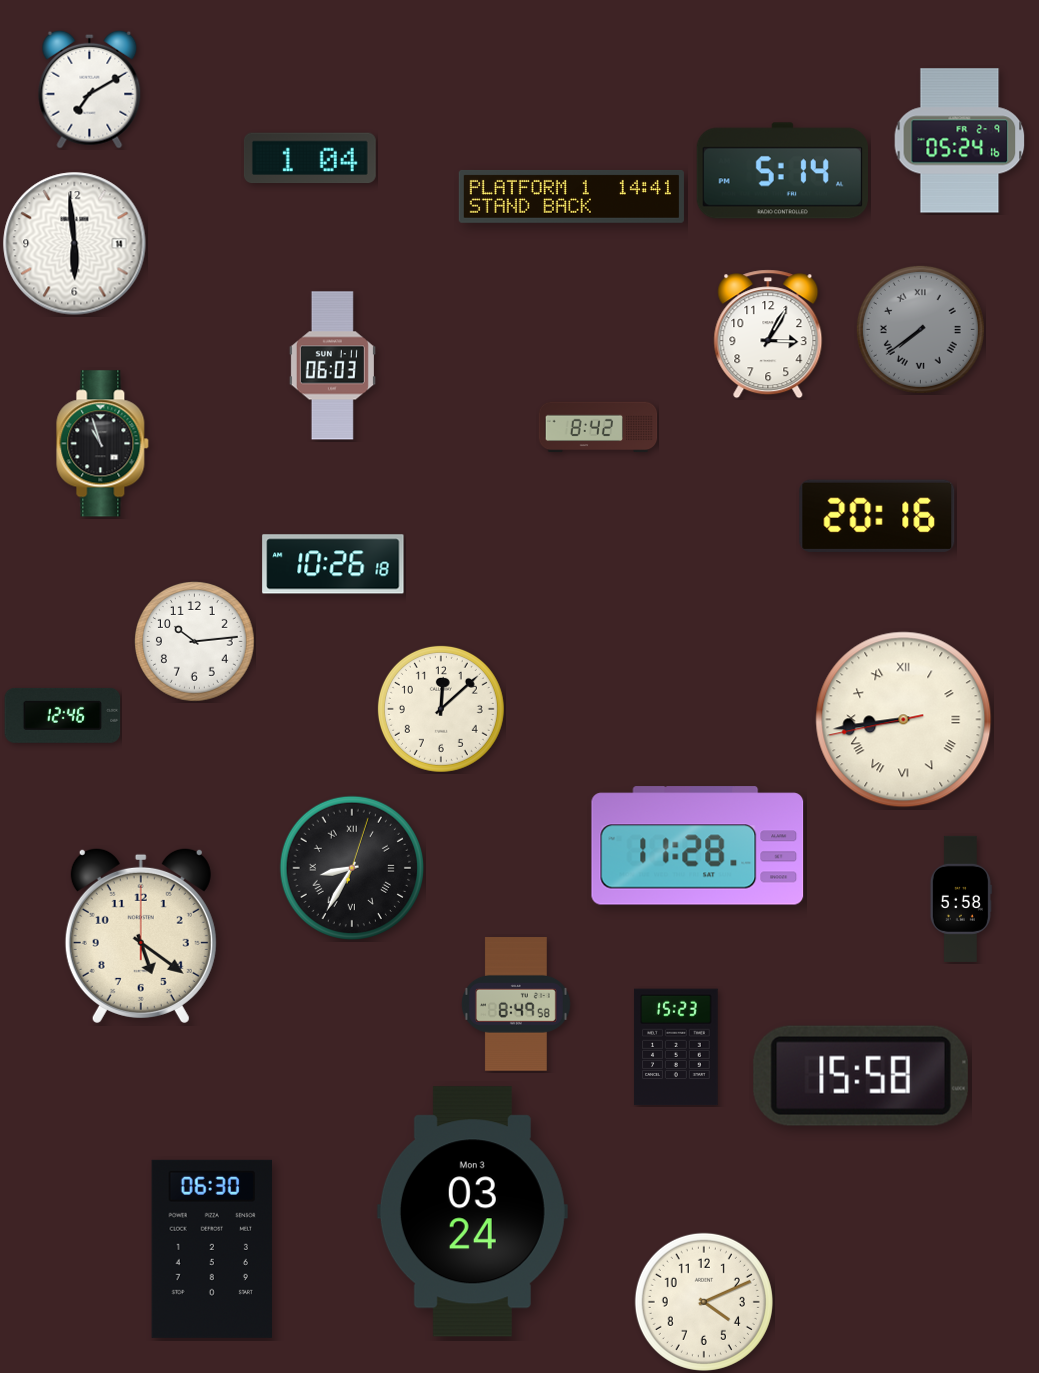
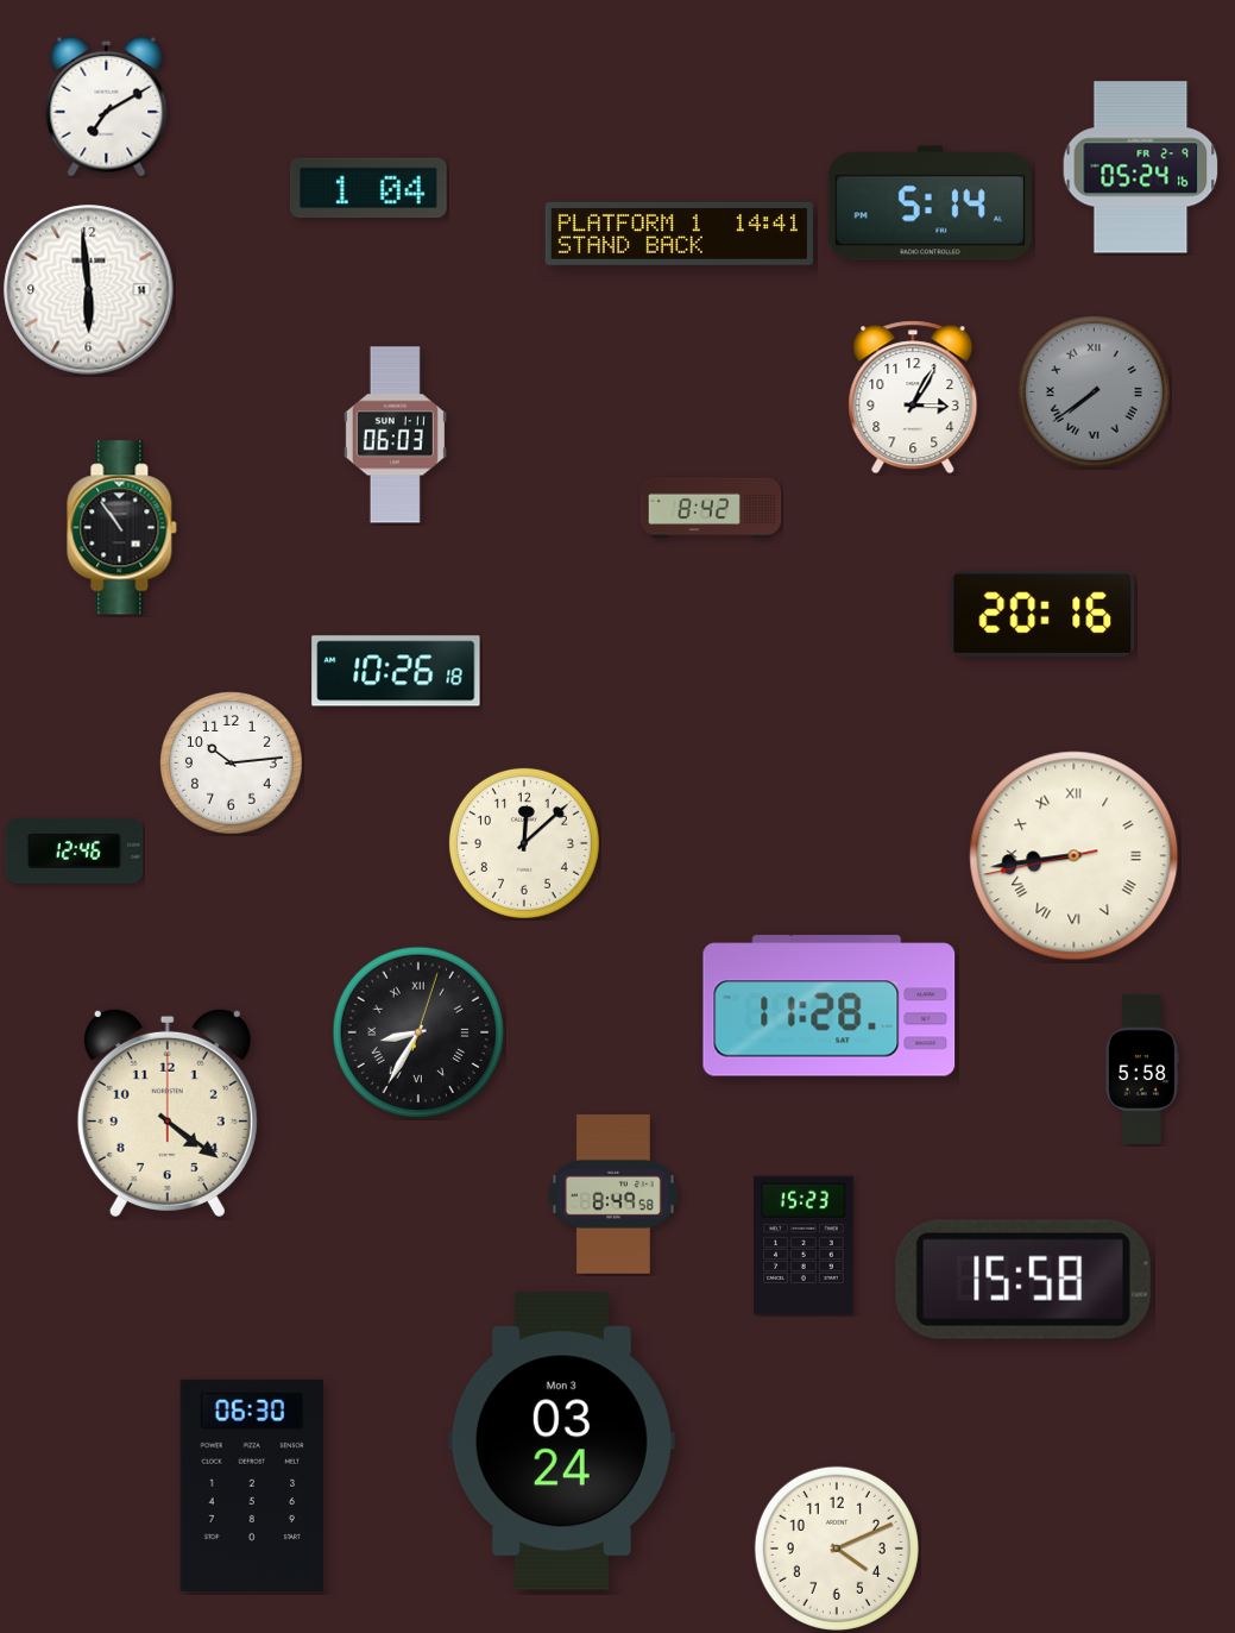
clock at (103, 444): 10:57 -> 10:54
clock at (141, 935): 5:21 -> 4:21
